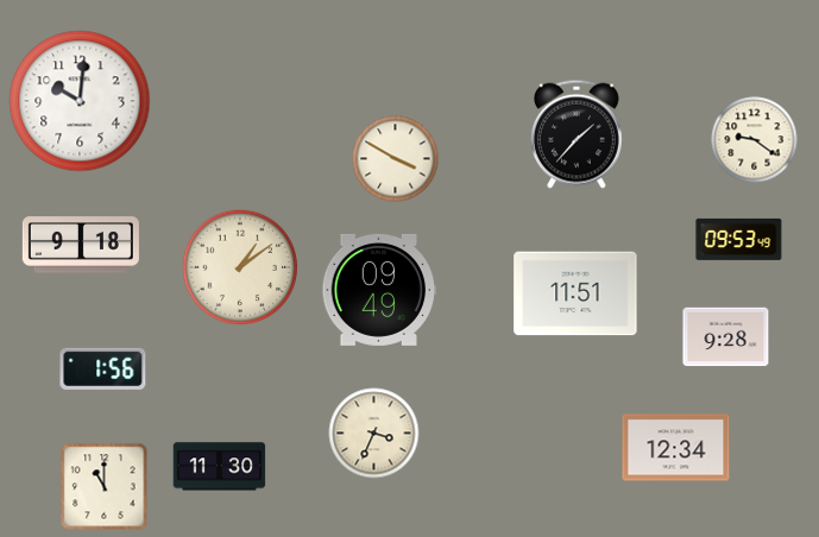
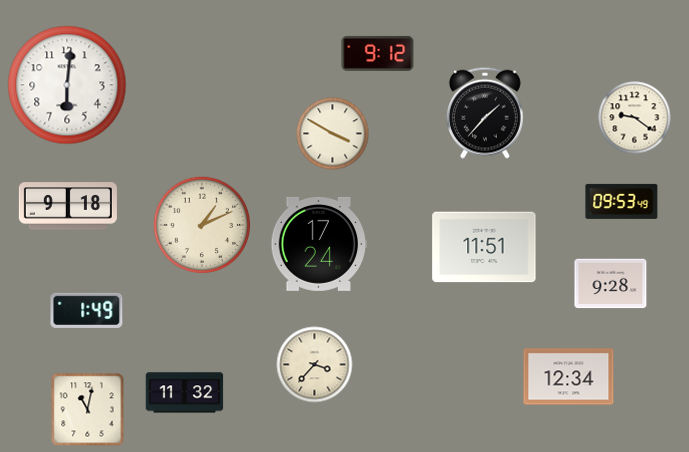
clock at (378, 53): none -> 9:12
clock at (80, 101): 10:01 -> 6:01
clock at (240, 267): 1:09 -> 1:11
clock at (379, 290): 09:49 -> 17:24
clock at (103, 368): 1:56 -> 1:49
clock at (374, 434): 3:34 -> 3:37
clock at (220, 467): 11:30 -> 11:32
clock at (105, 487): 11:00 -> 11:02
